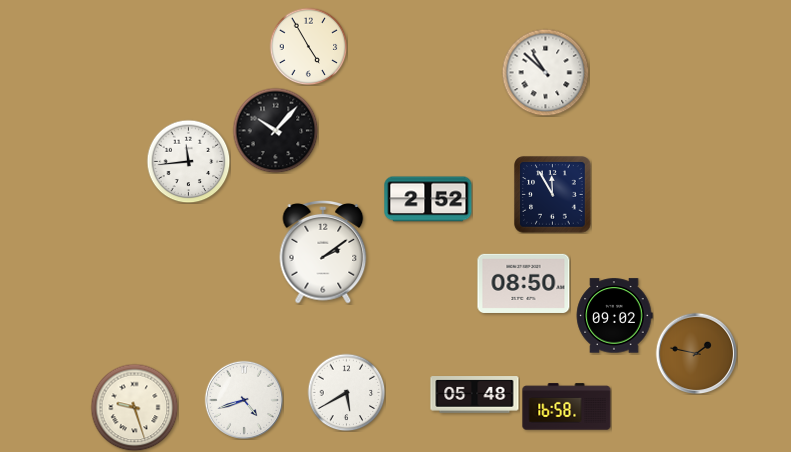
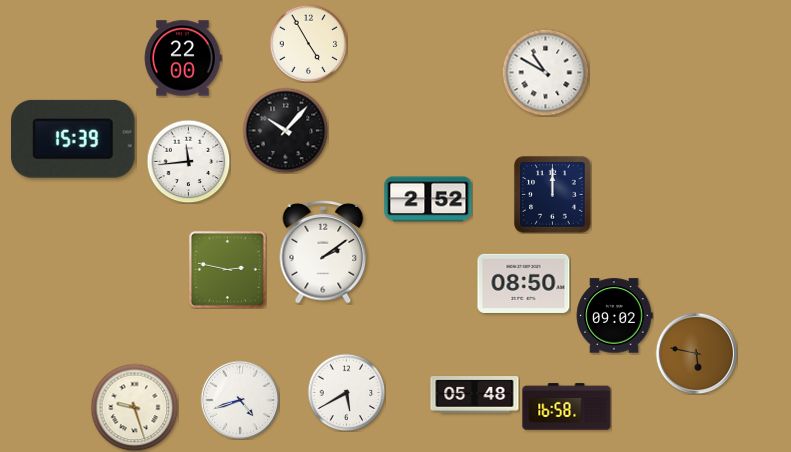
clock at (308, 46) position: (308, 46) -> (308, 43)
clock at (183, 58): none -> 22:00
clock at (545, 72): 10:52 -> 10:50
clock at (275, 130) position: (275, 130) -> (285, 130)
clock at (74, 139): none -> 15:39
clock at (553, 195): 11:55 -> 12:00
clock at (227, 269): none -> 2:47
clock at (696, 353): 1:47 -> 5:47
clock at (243, 399) position: (243, 399) -> (239, 399)
